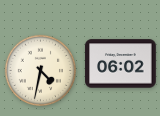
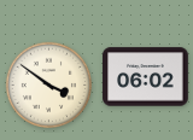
clock at (40, 70): 4:32 -> 3:51
